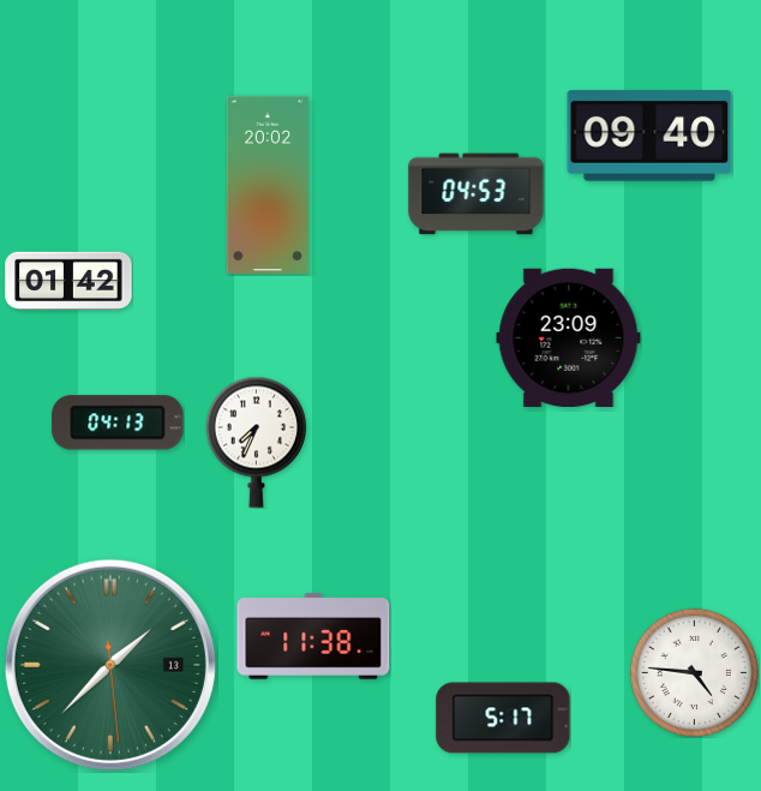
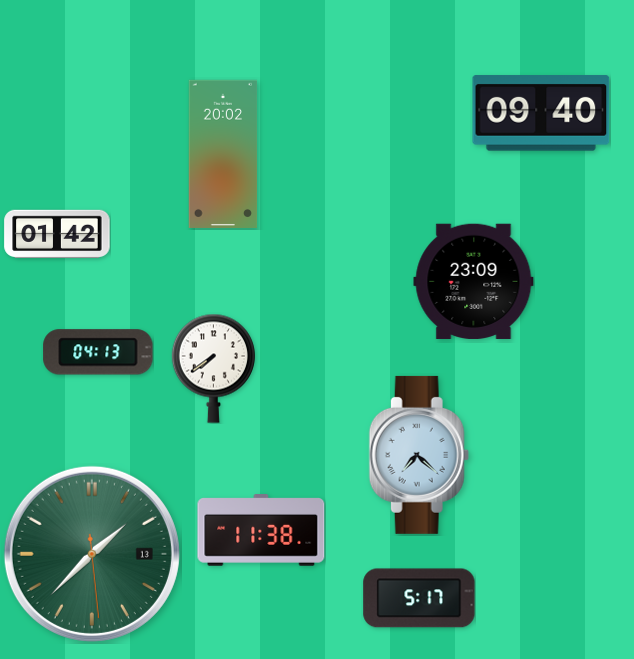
clock at (477, 194): 04:53 -> none
clock at (256, 442): 7:34 -> 7:39
clock at (419, 455): none -> 7:22
clock at (694, 672): 4:46 -> none
